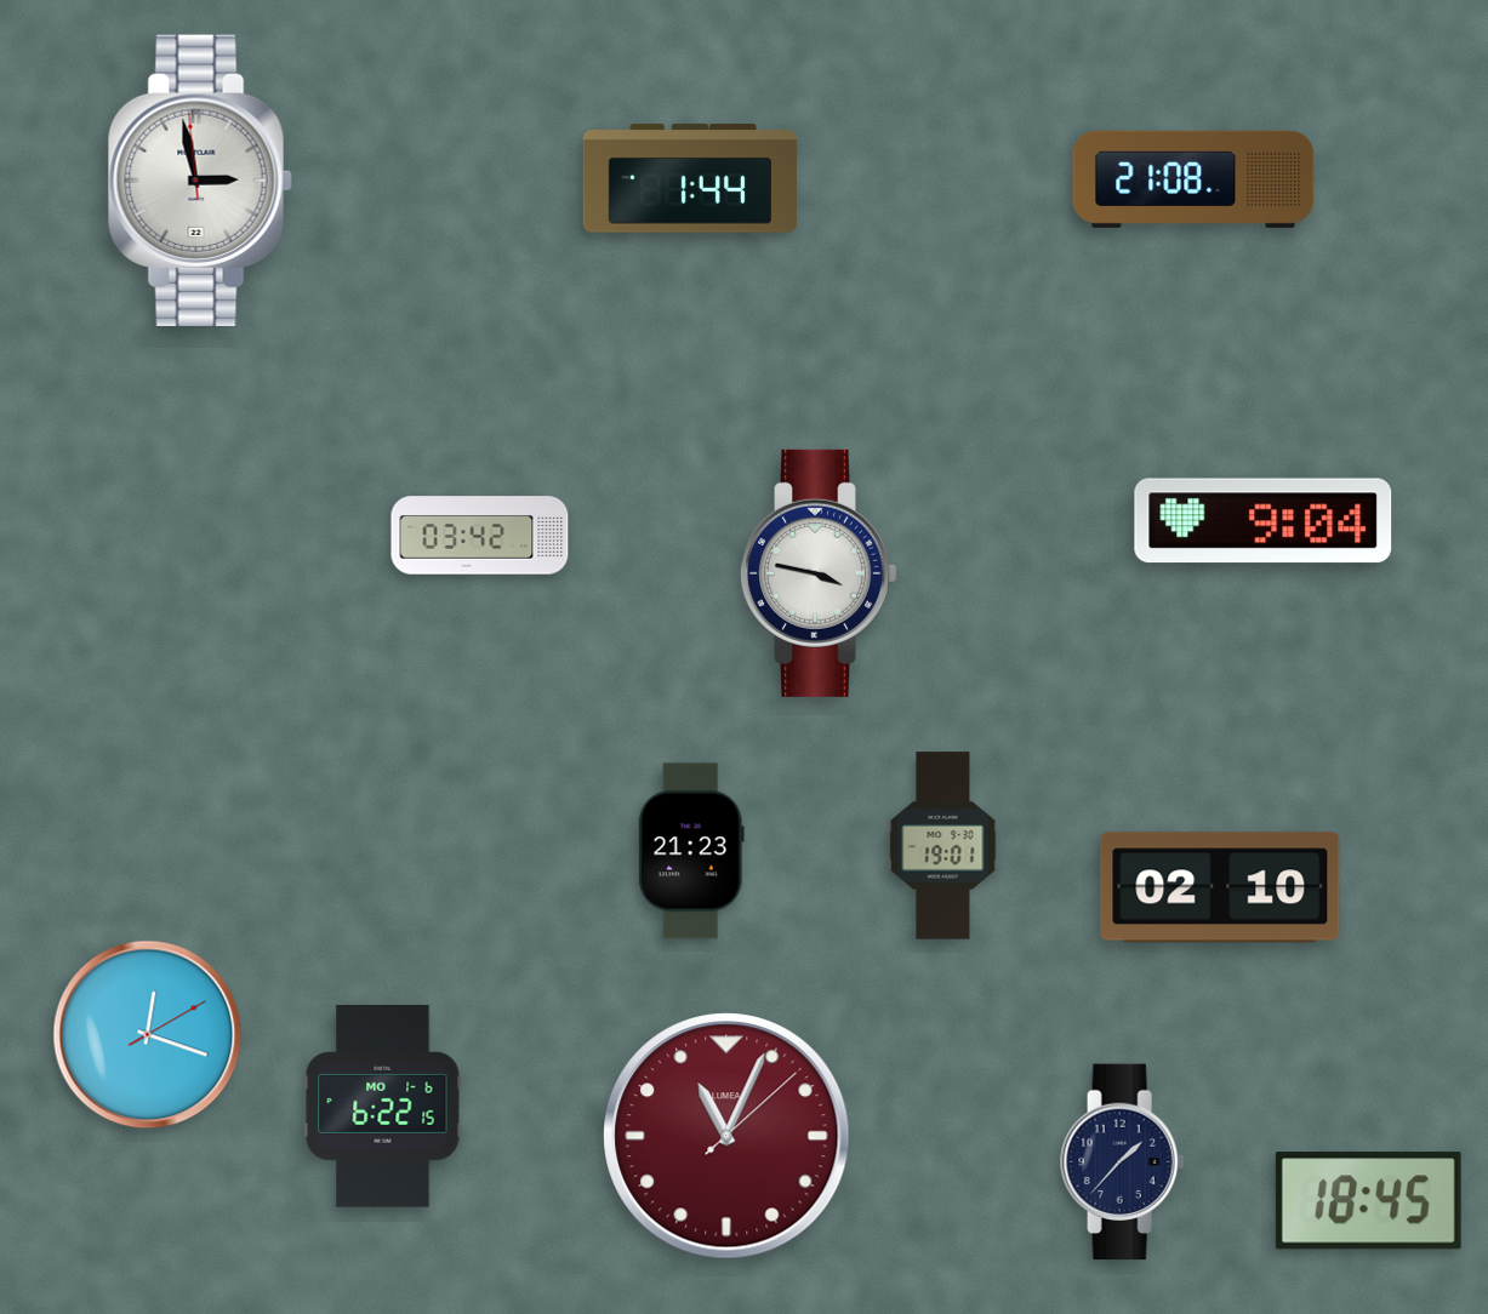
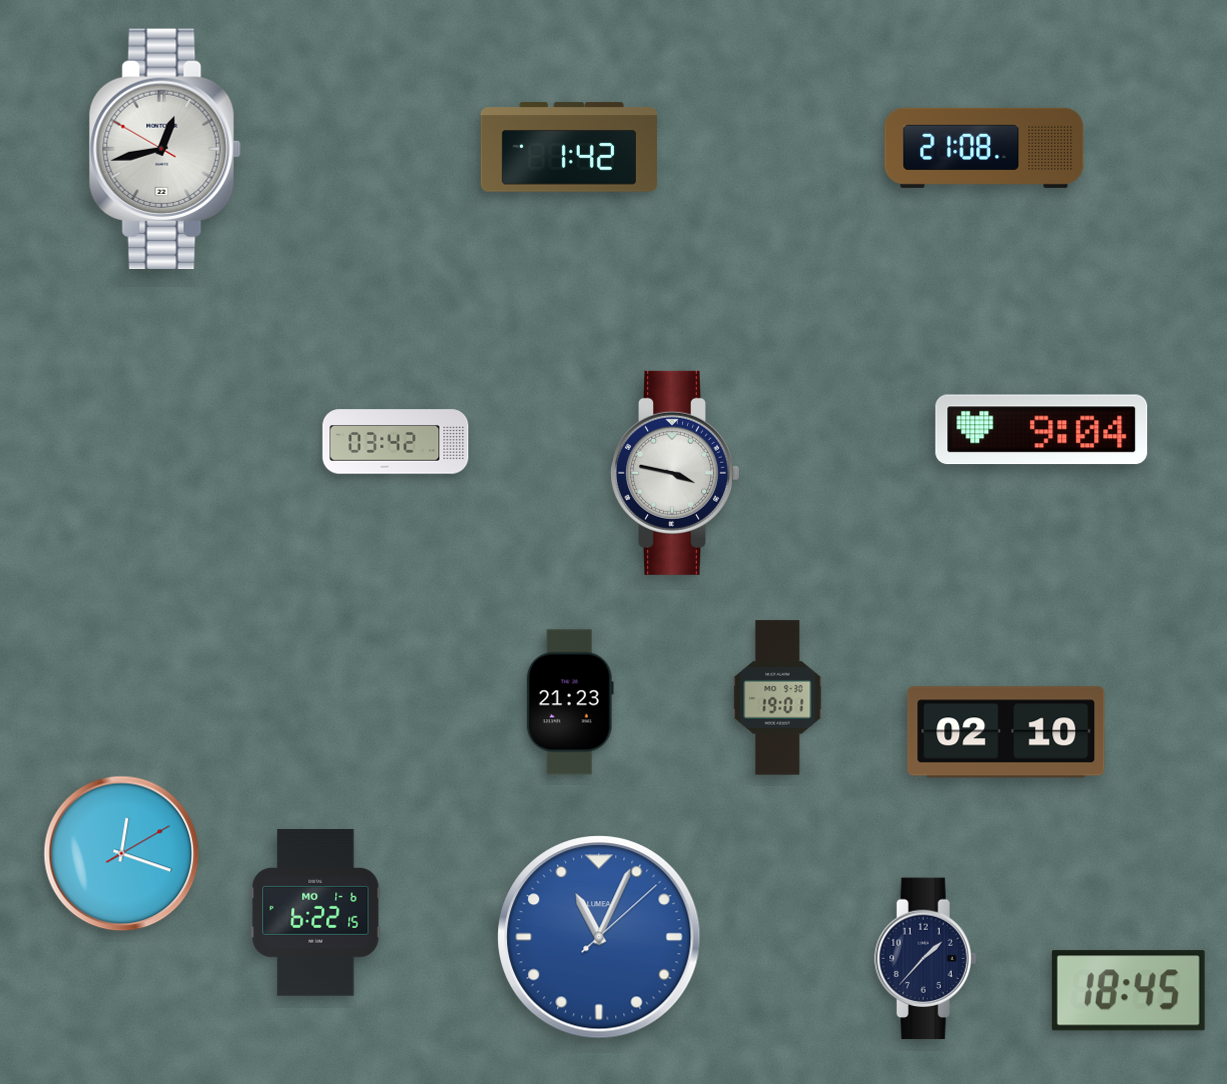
clock at (690, 178): 1:44 -> 1:42
clock at (200, 179): 2:57 -> 12:42
clock at (726, 1136) dial: burgundy -> blue
